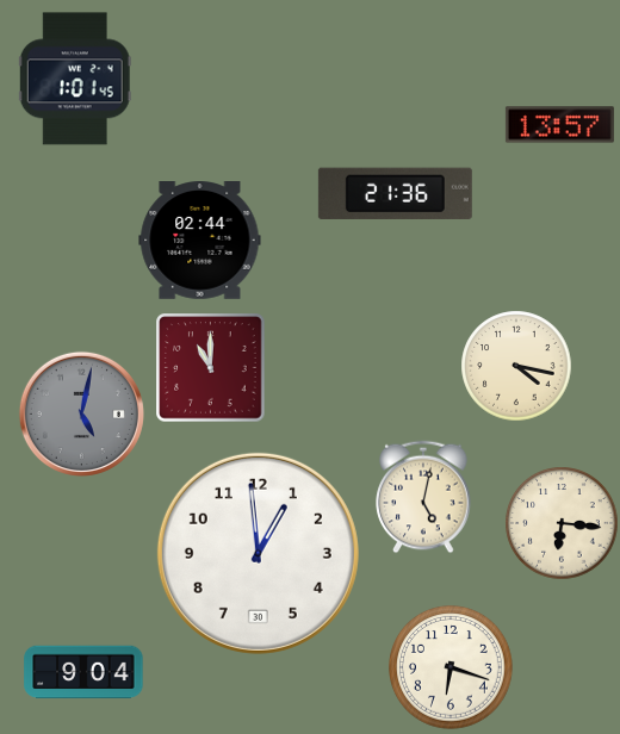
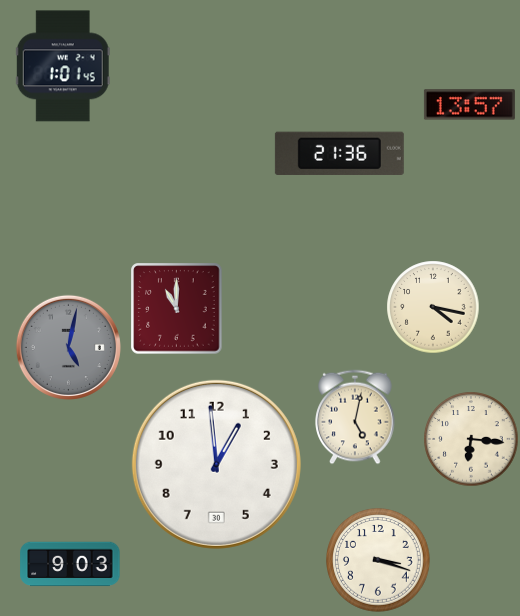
clock at (395, 193) position: (395, 193) -> (339, 153)
clock at (200, 241): 02:44 -> none
clock at (452, 668): 6:18 -> 3:18
clock at (83, 672): 9:04 -> 9:03
